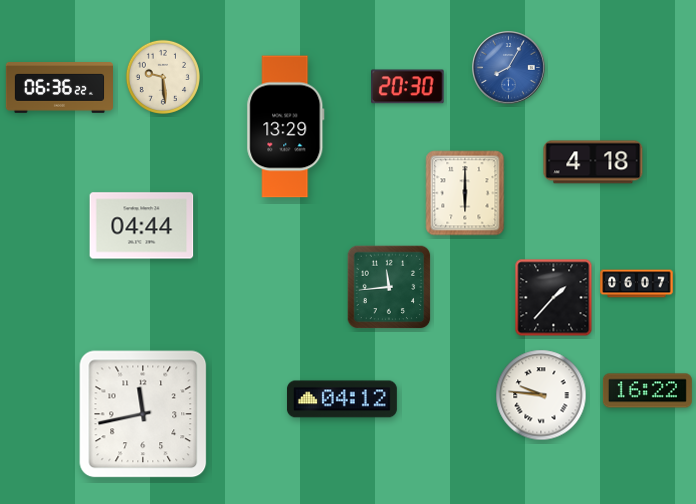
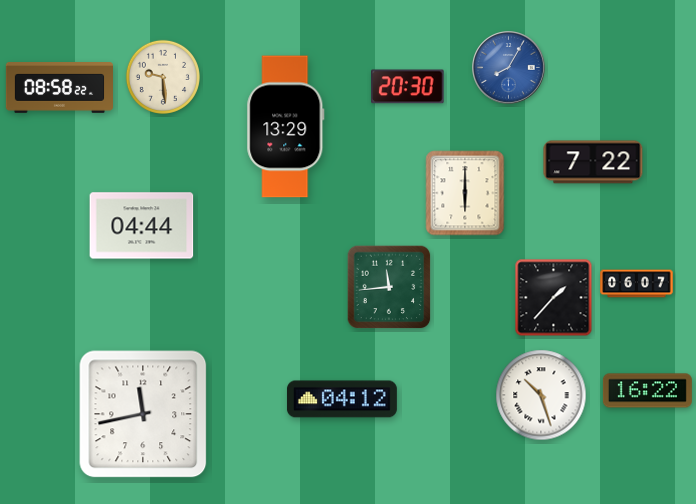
clock at (59, 88): 06:36 -> 08:58
clock at (593, 162): 4:18 -> 7:22
clock at (541, 395): 9:46 -> 10:27
